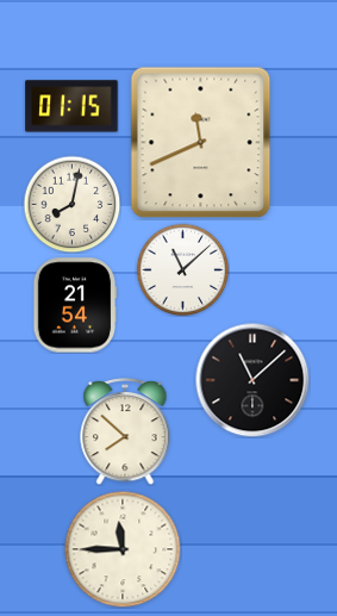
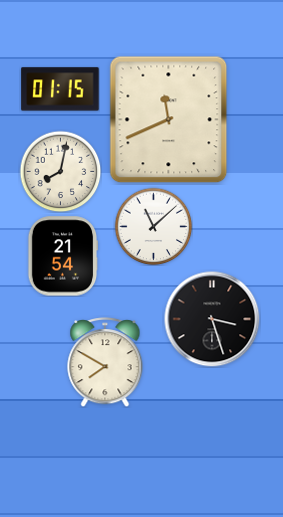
clock at (252, 380): 11:08 -> 3:27
clock at (125, 431): 7:52 -> 7:50
clock at (123, 549): 11:45 -> none
